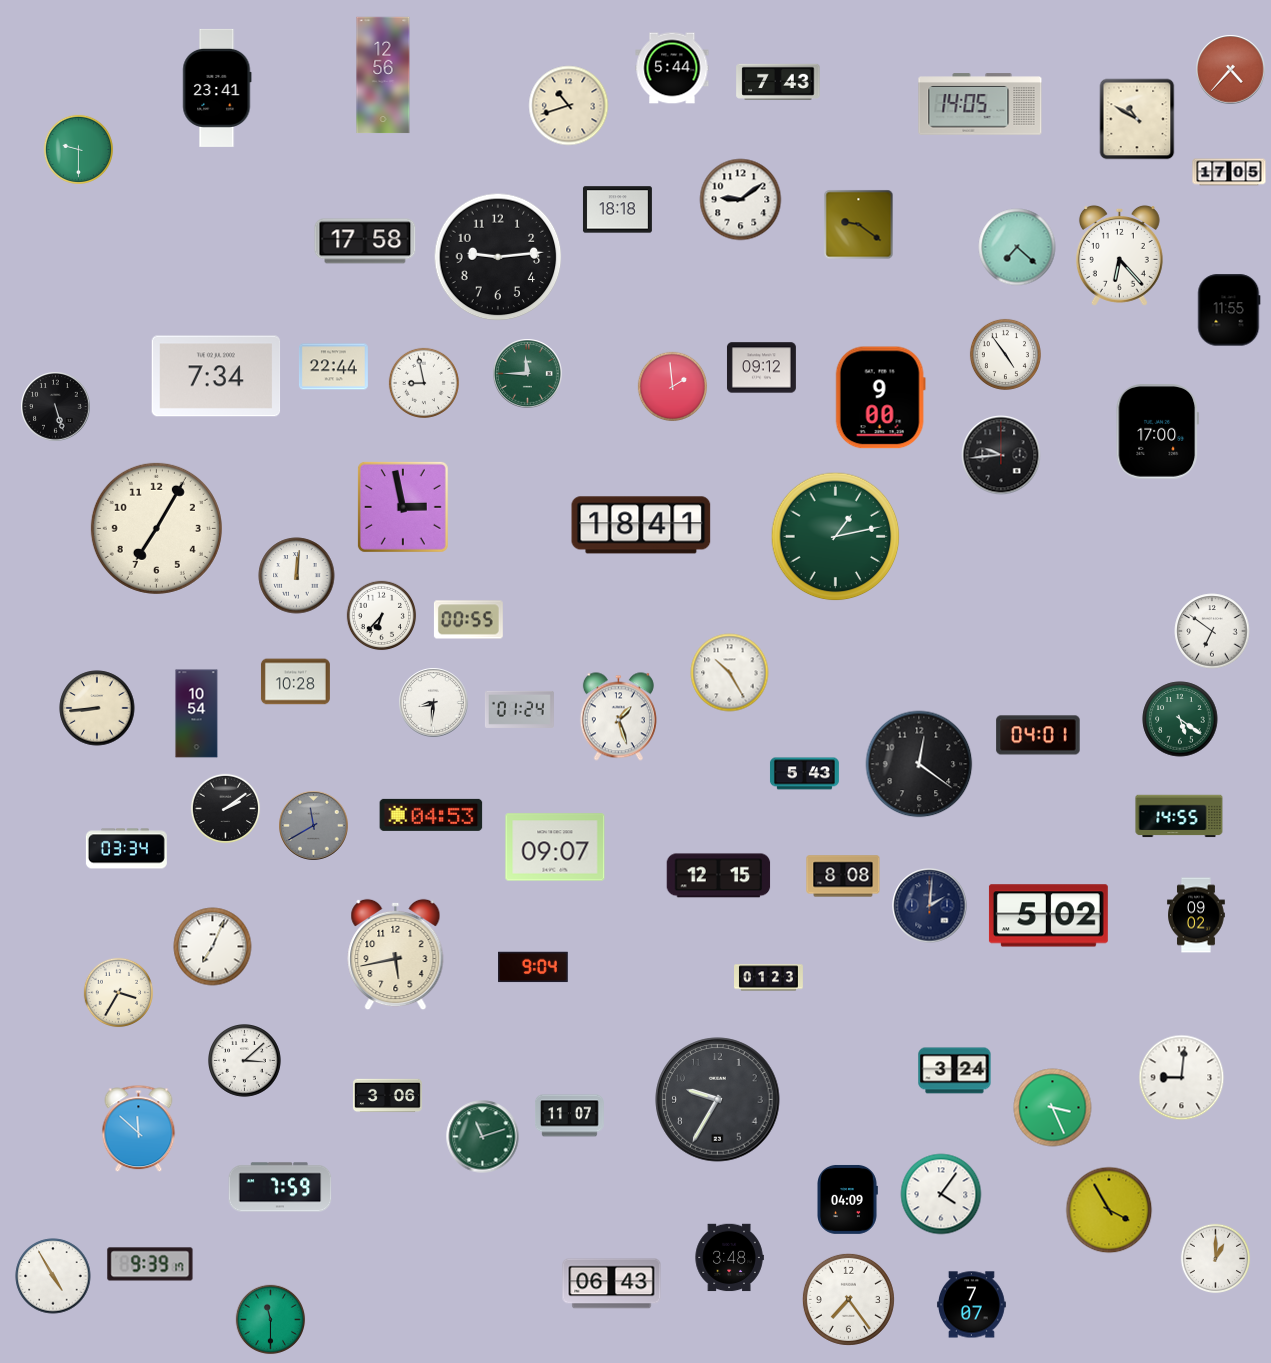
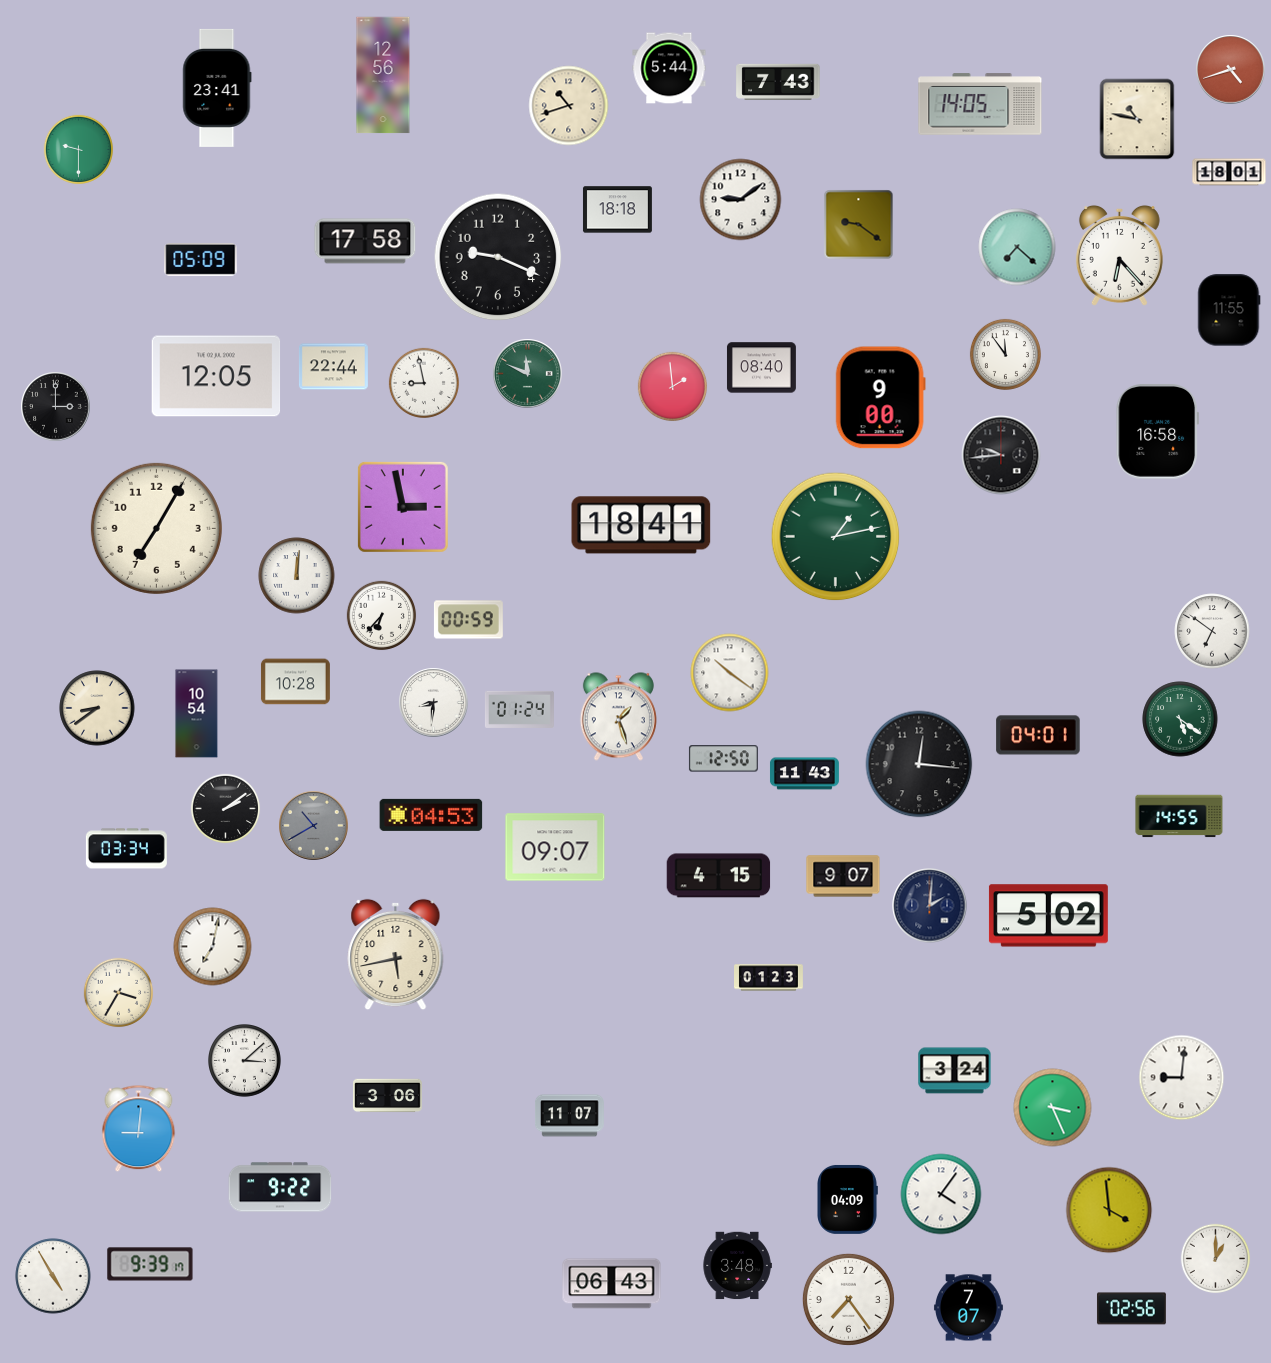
clock at (672, 68) position: (672, 68) -> (669, 68)
clock at (1231, 70): 4:37 -> 4:42
clock at (1137, 119): 10:50 -> 10:47
clock at (1229, 172): 17:05 -> 18:01
clock at (498, 257): 9:14 -> 9:19
clock at (201, 260): none -> 05:09
clock at (1005, 354): 4:54 -> 11:54
clock at (761, 368): 09:12 -> 08:40
clock at (528, 374): 11:45 -> 11:49
clock at (216, 376): 7:34 -> 12:05
clock at (56, 407): 5:27 -> 3:00
clock at (1157, 432): 17:00 -> 16:58
clock at (468, 620): 00:55 -> 00:59
clock at (730, 673): 10:25 -> 10:21
clock at (97, 708): 8:44 -> 8:39
clock at (723, 759): none -> 12:50
clock at (919, 764): 12:21 -> 12:16
clock at (804, 774): 5:43 -> 11:43
clock at (314, 826): 11:40 -> 10:40
clock at (719, 876): 12:15 -> 4:15
clock at (843, 876): 8:08 -> 9:07
clock at (1196, 915): 09:02 -> none
clock at (213, 947): 7:04 -> 7:02
clock at (533, 967): 9:04 -> none
clock at (718, 1100): 9:35 -> none
clock at (139, 1129): 11:52 -> 9:01
clock at (483, 1137): 11:12 -> none
clock at (280, 1187): 7:59 -> 9:22
clock at (1109, 1210): 3:55 -> 3:59
clock at (729, 1258) position: (729, 1258) -> (737, 1266)
clock at (971, 1305) position: (971, 1305) -> (968, 1308)
clock at (1131, 1309): none -> 02:56
clock at (271, 1320): 11:30 -> none
